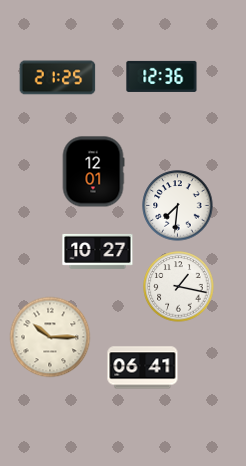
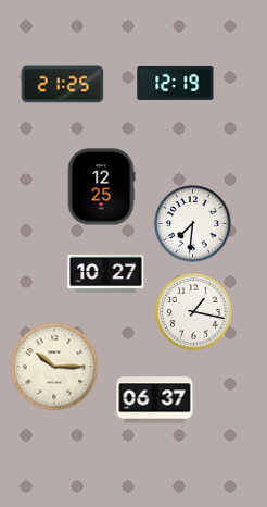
clock at (162, 76): 12:36 -> 12:19
clock at (93, 172): 12:01 -> 12:25
clock at (143, 368): 06:41 -> 06:37
